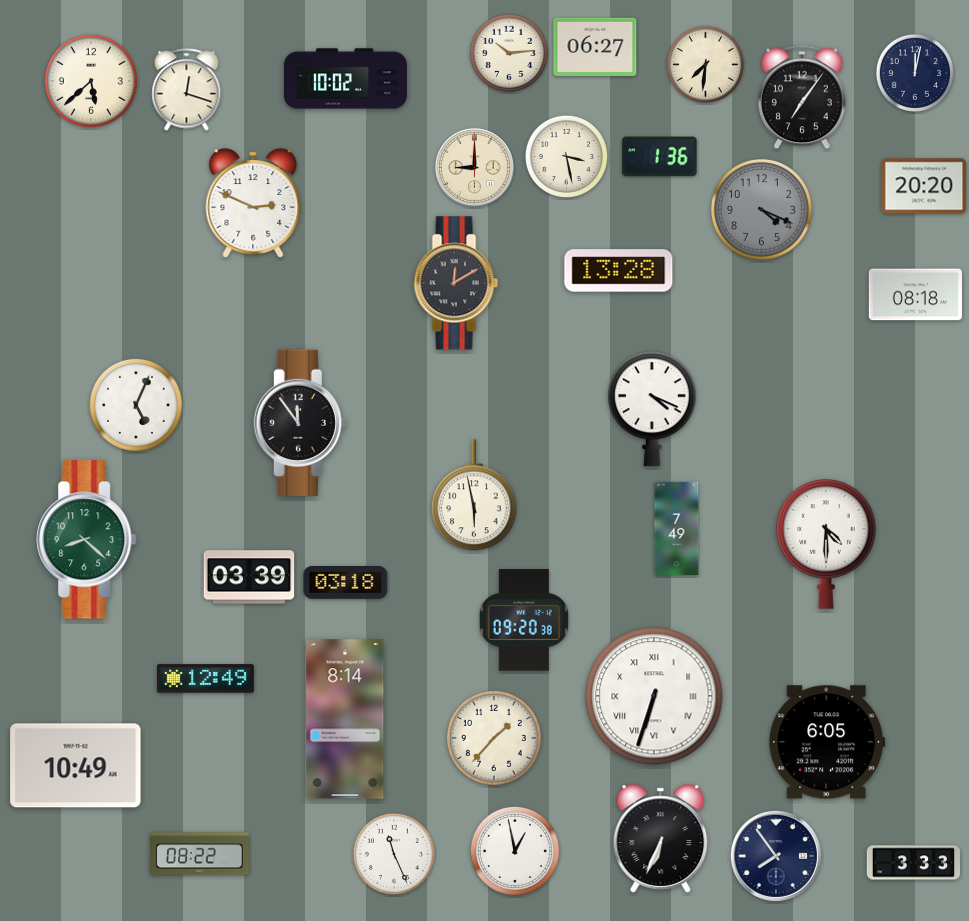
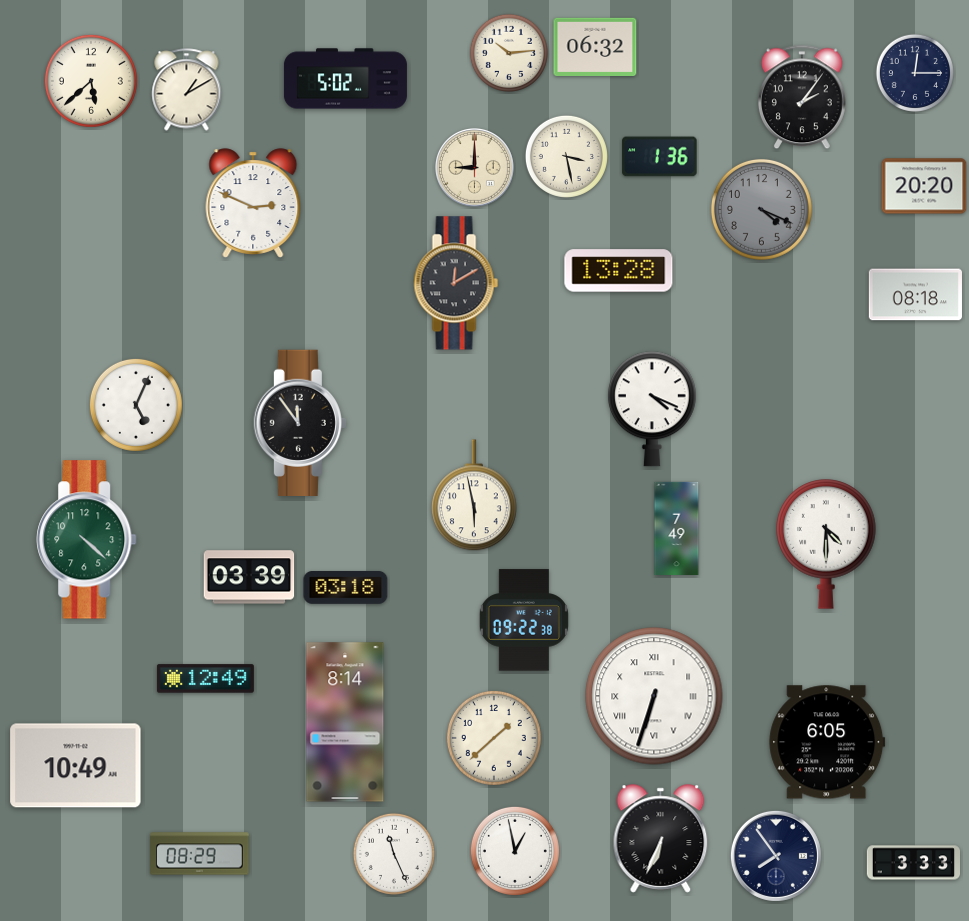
clock at (595, 46): 06:27 -> 06:32
clock at (705, 64): 7:31 -> none
clock at (914, 72): 12:02 -> 12:15
clock at (345, 79): 10:02 -> 5:02
clock at (187, 90): 12:18 -> 1:10
clock at (802, 97): 7:06 -> 2:06
clock at (87, 540): 8:22 -> 4:22
clock at (346, 583) position: (346, 583) -> (346, 588)
clock at (524, 620): 09:20 -> 09:22
clock at (345, 719) position: (345, 719) -> (345, 722)
clock at (494, 738): 1:37 -> 1:38
clock at (200, 854): 08:22 -> 08:29
